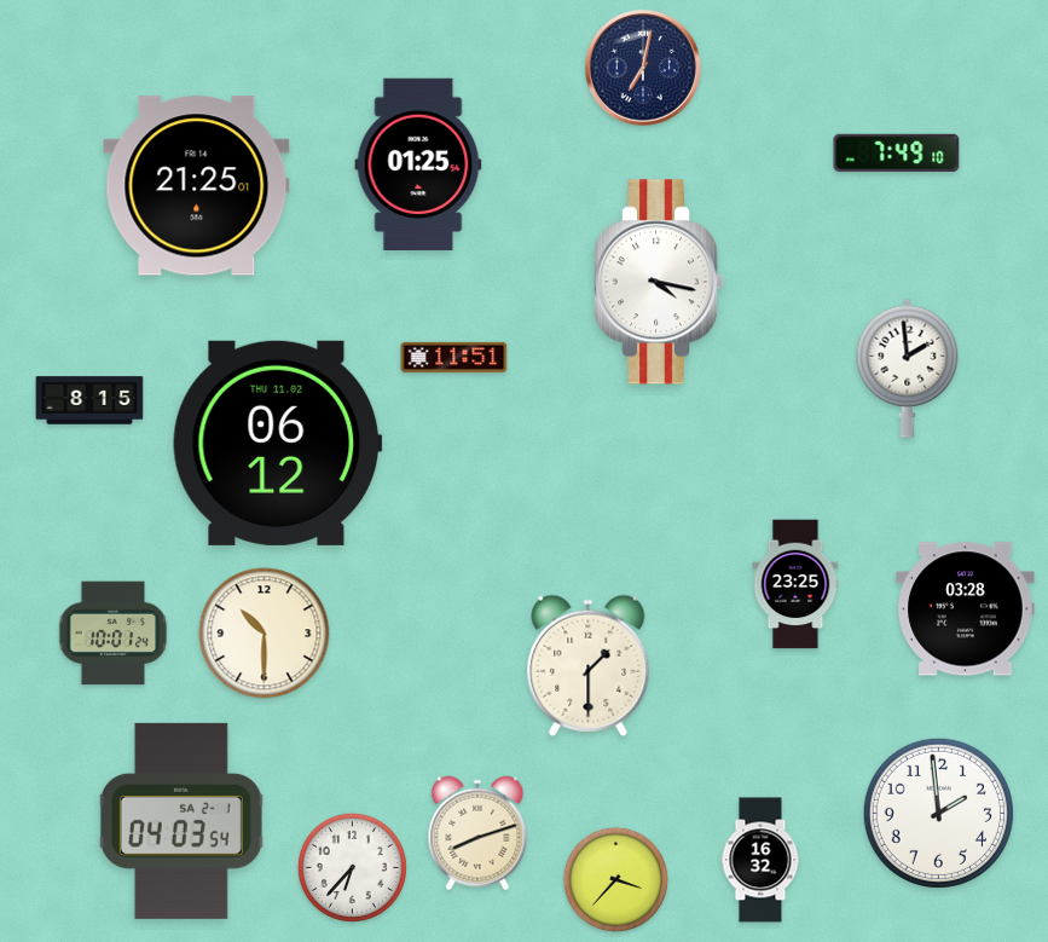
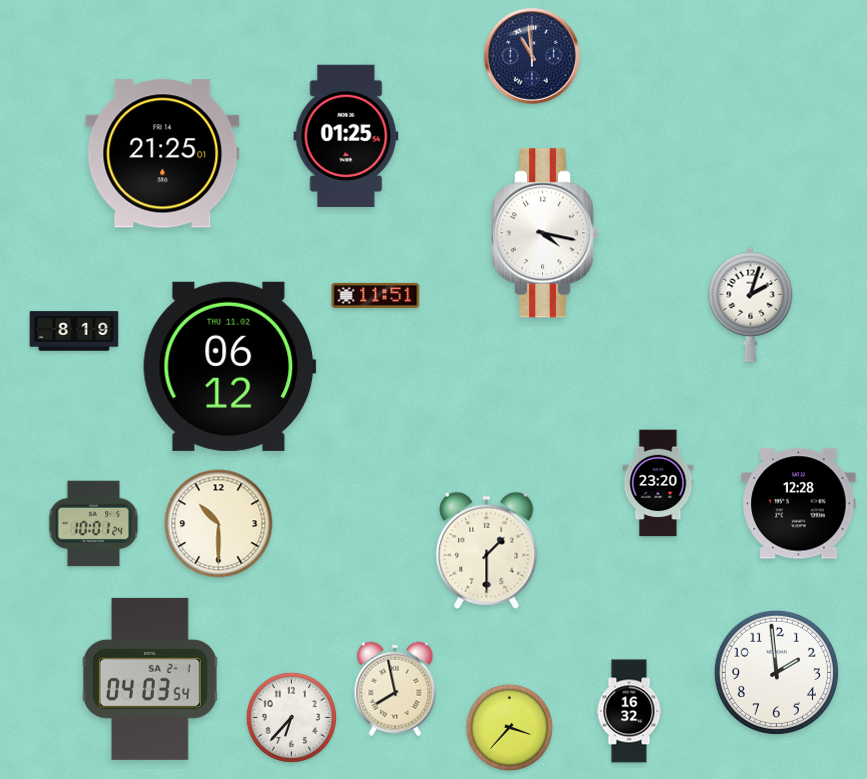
clock at (643, 68): 7:02 -> 10:59
clock at (897, 152): 7:49 -> none
clock at (908, 368): 1:59 -> 2:03
clock at (89, 400): 8:15 -> 8:19
clock at (795, 584): 23:25 -> 23:20
clock at (966, 609): 03:28 -> 12:28
clock at (477, 833): 8:12 -> 7:58
